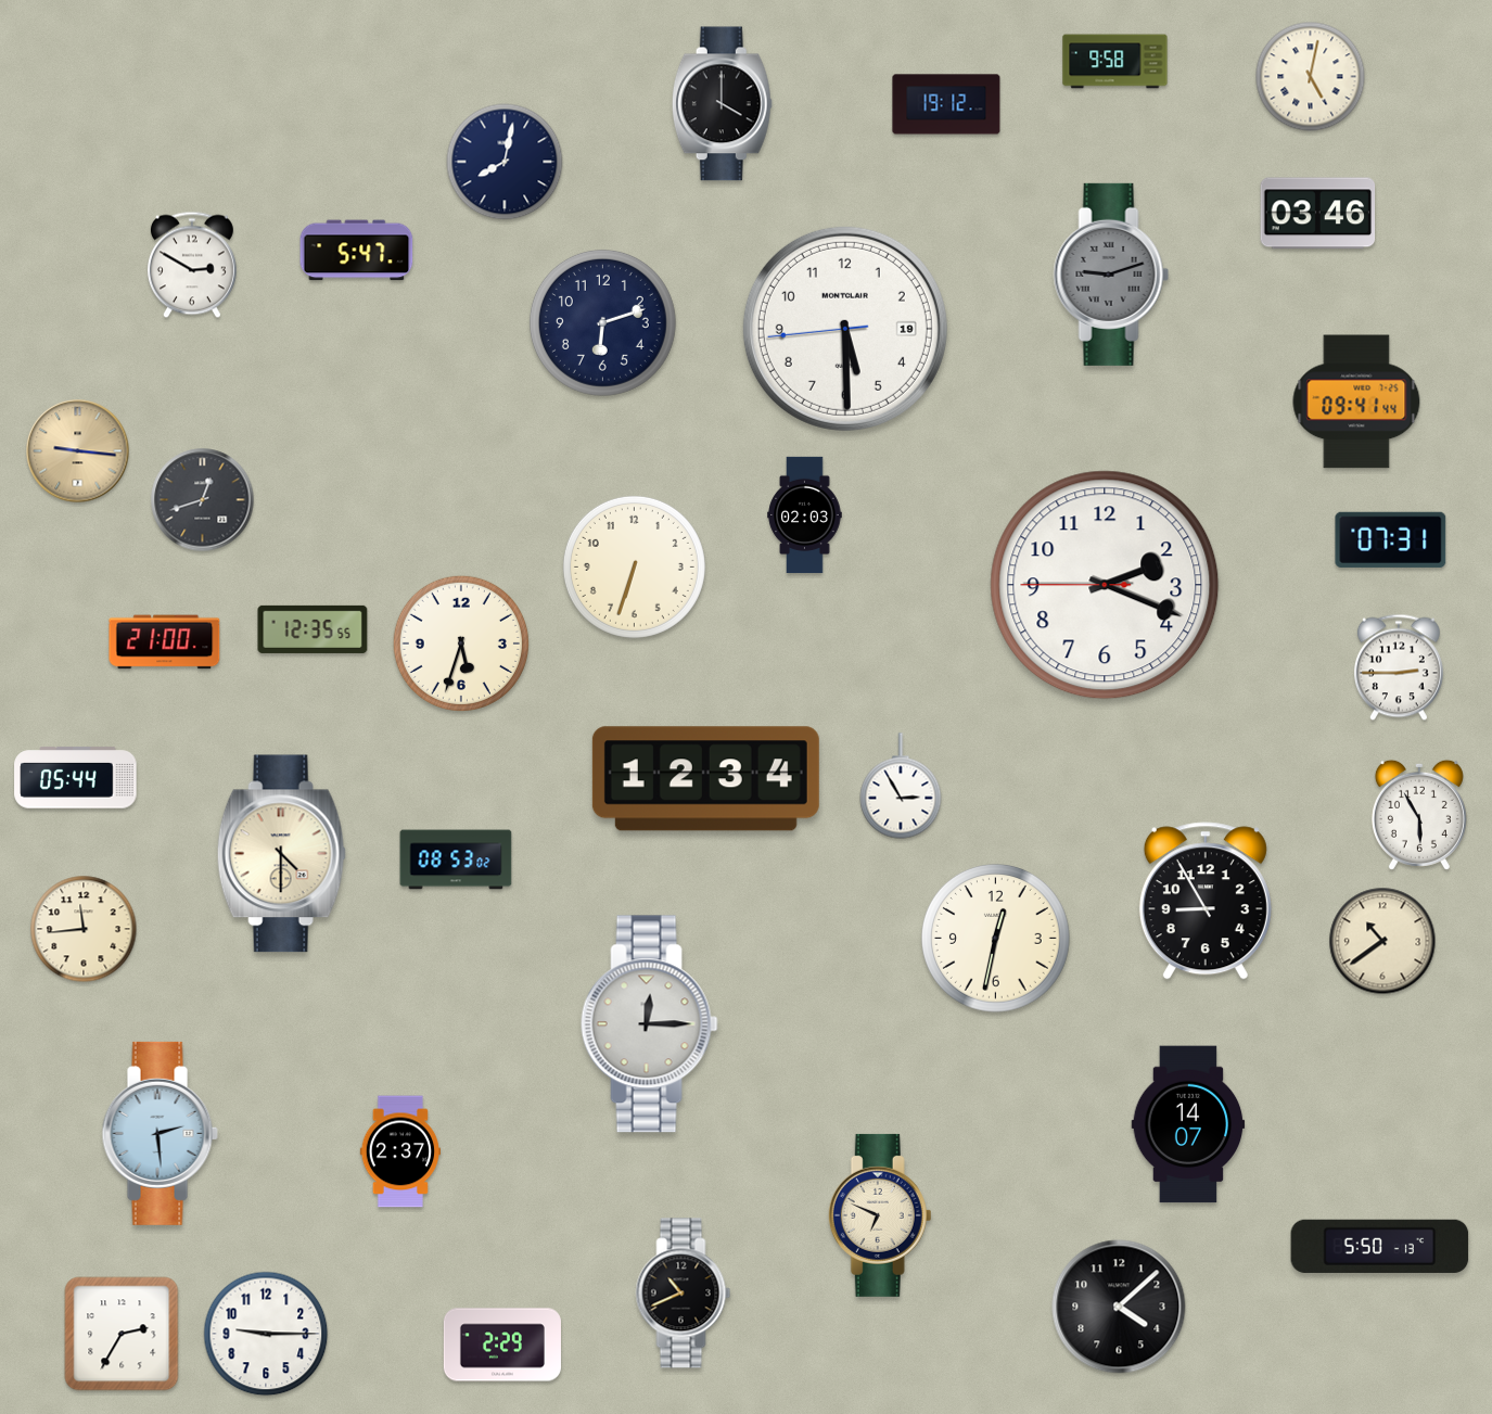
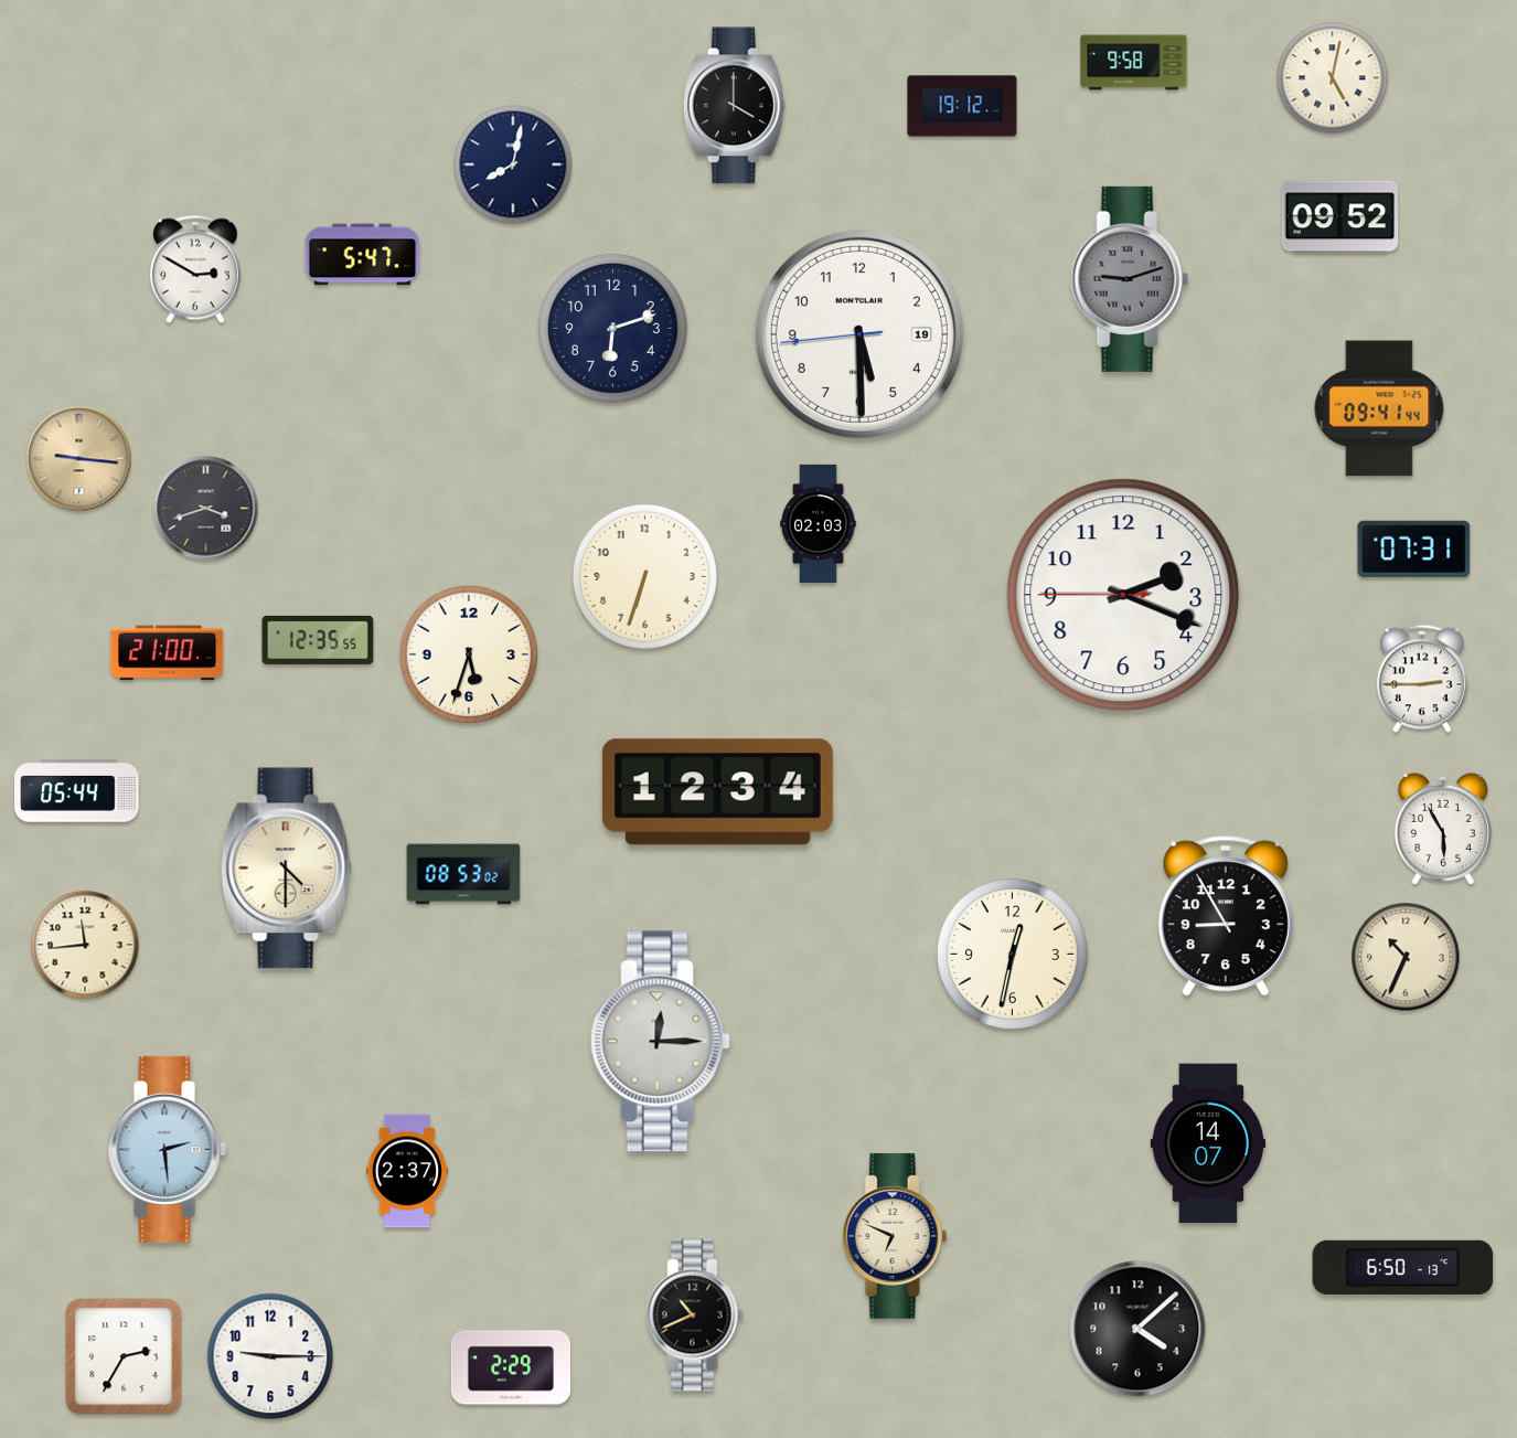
clock at (1318, 214): 03:46 -> 09:52
clock at (203, 500): 12:42 -> 3:42
clock at (901, 786): 2:55 -> none
clock at (1382, 941): 10:39 -> 10:34
clock at (160, 1133) position: (160, 1133) -> (167, 1149)
clock at (1380, 1246): 5:50 -> 6:50
